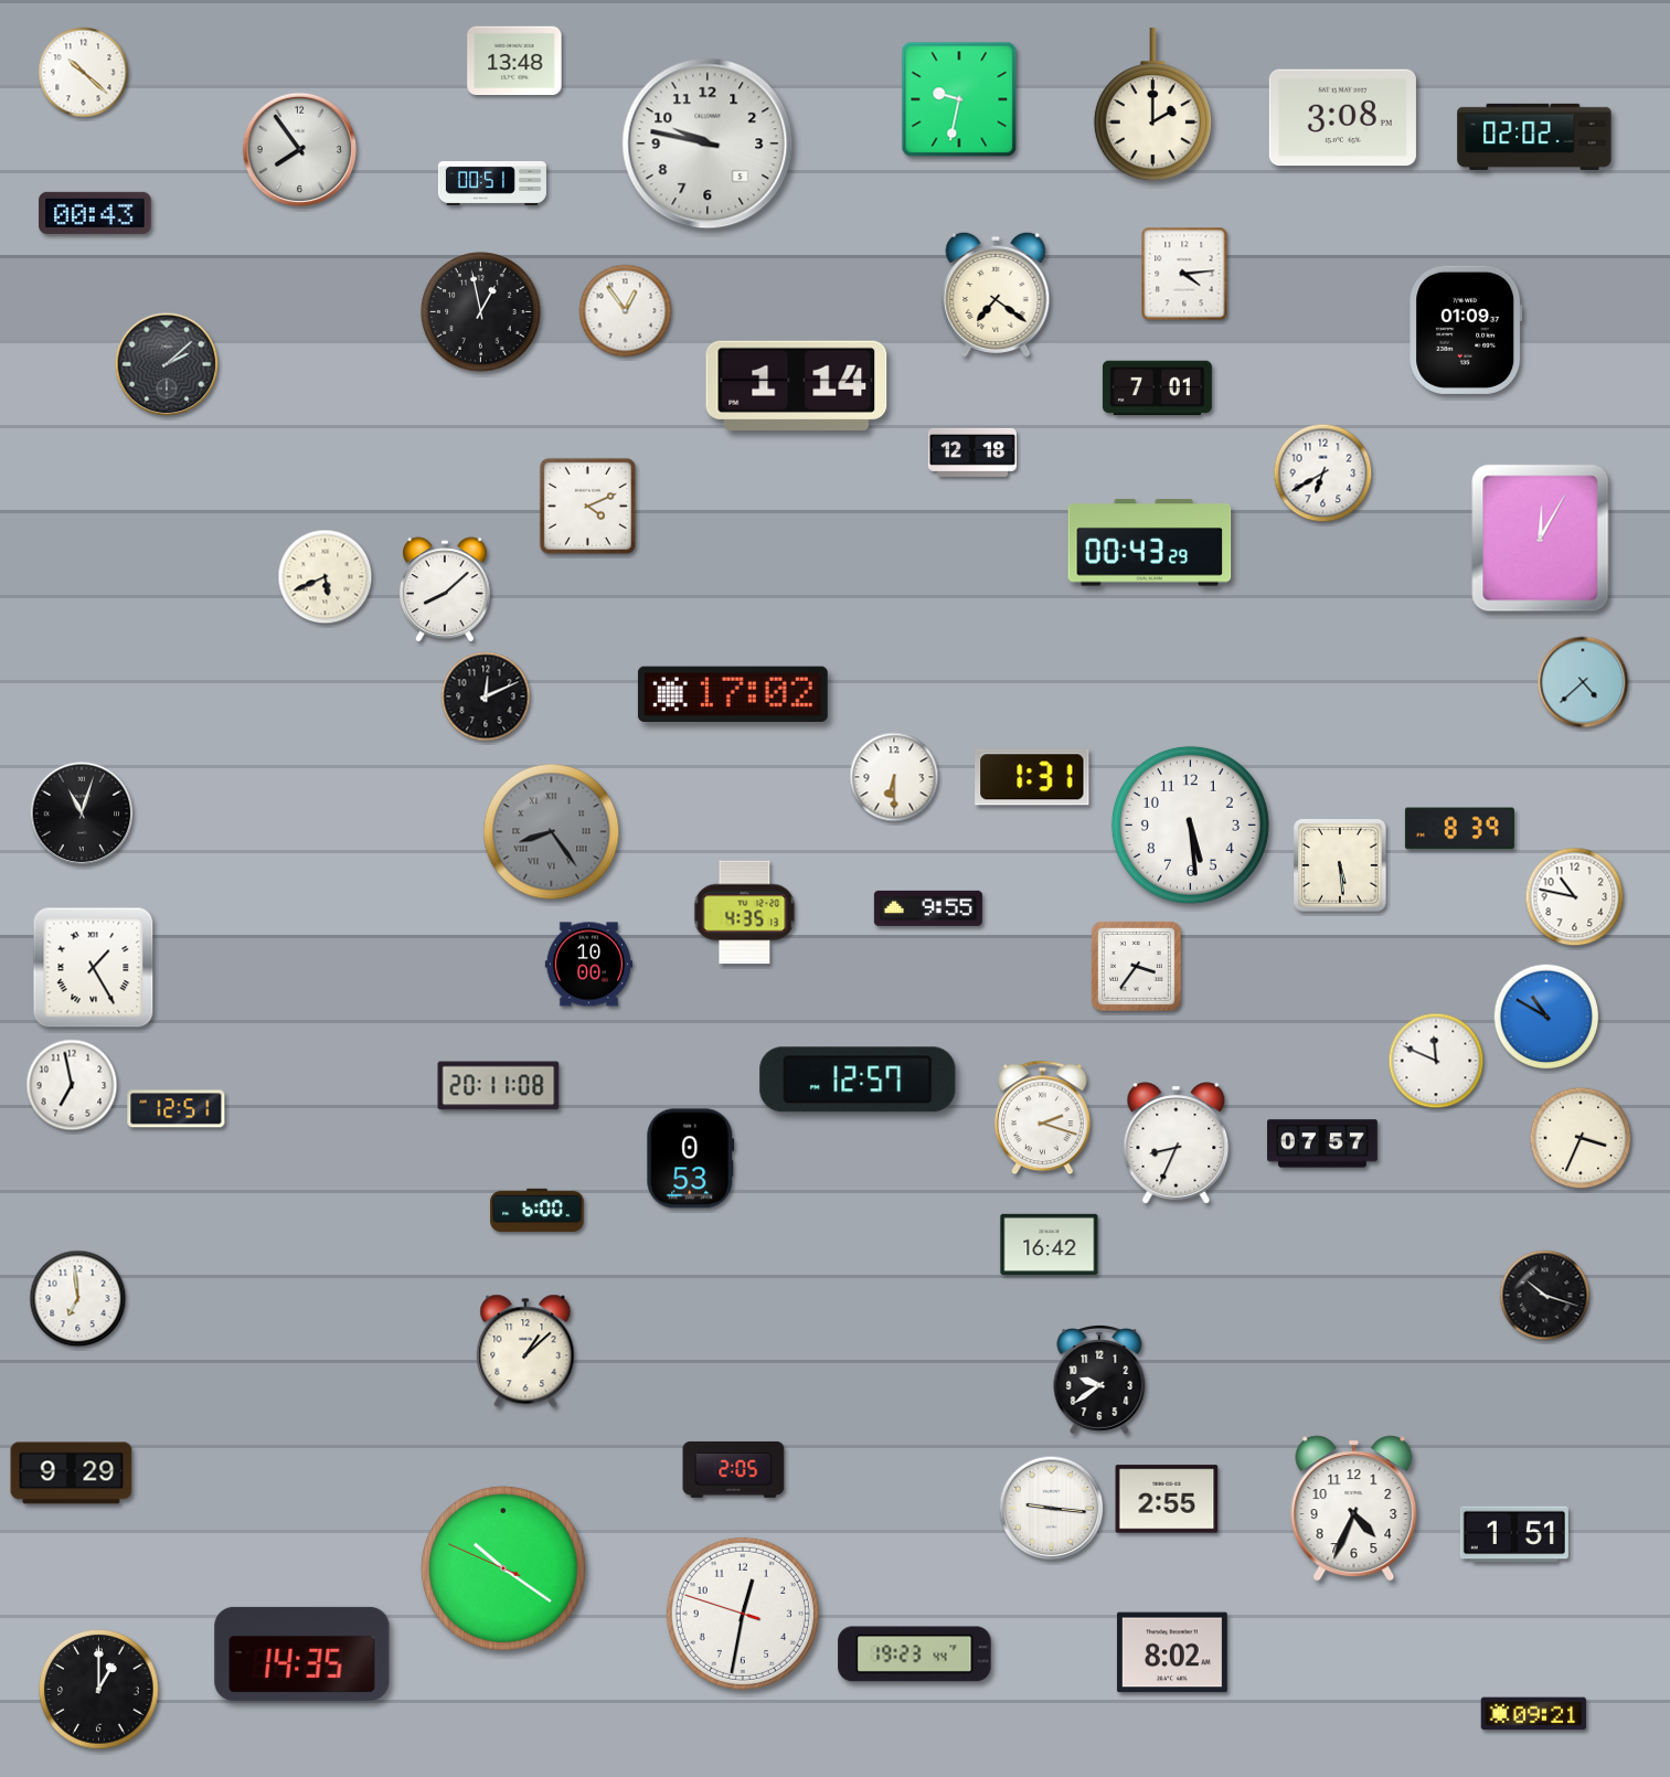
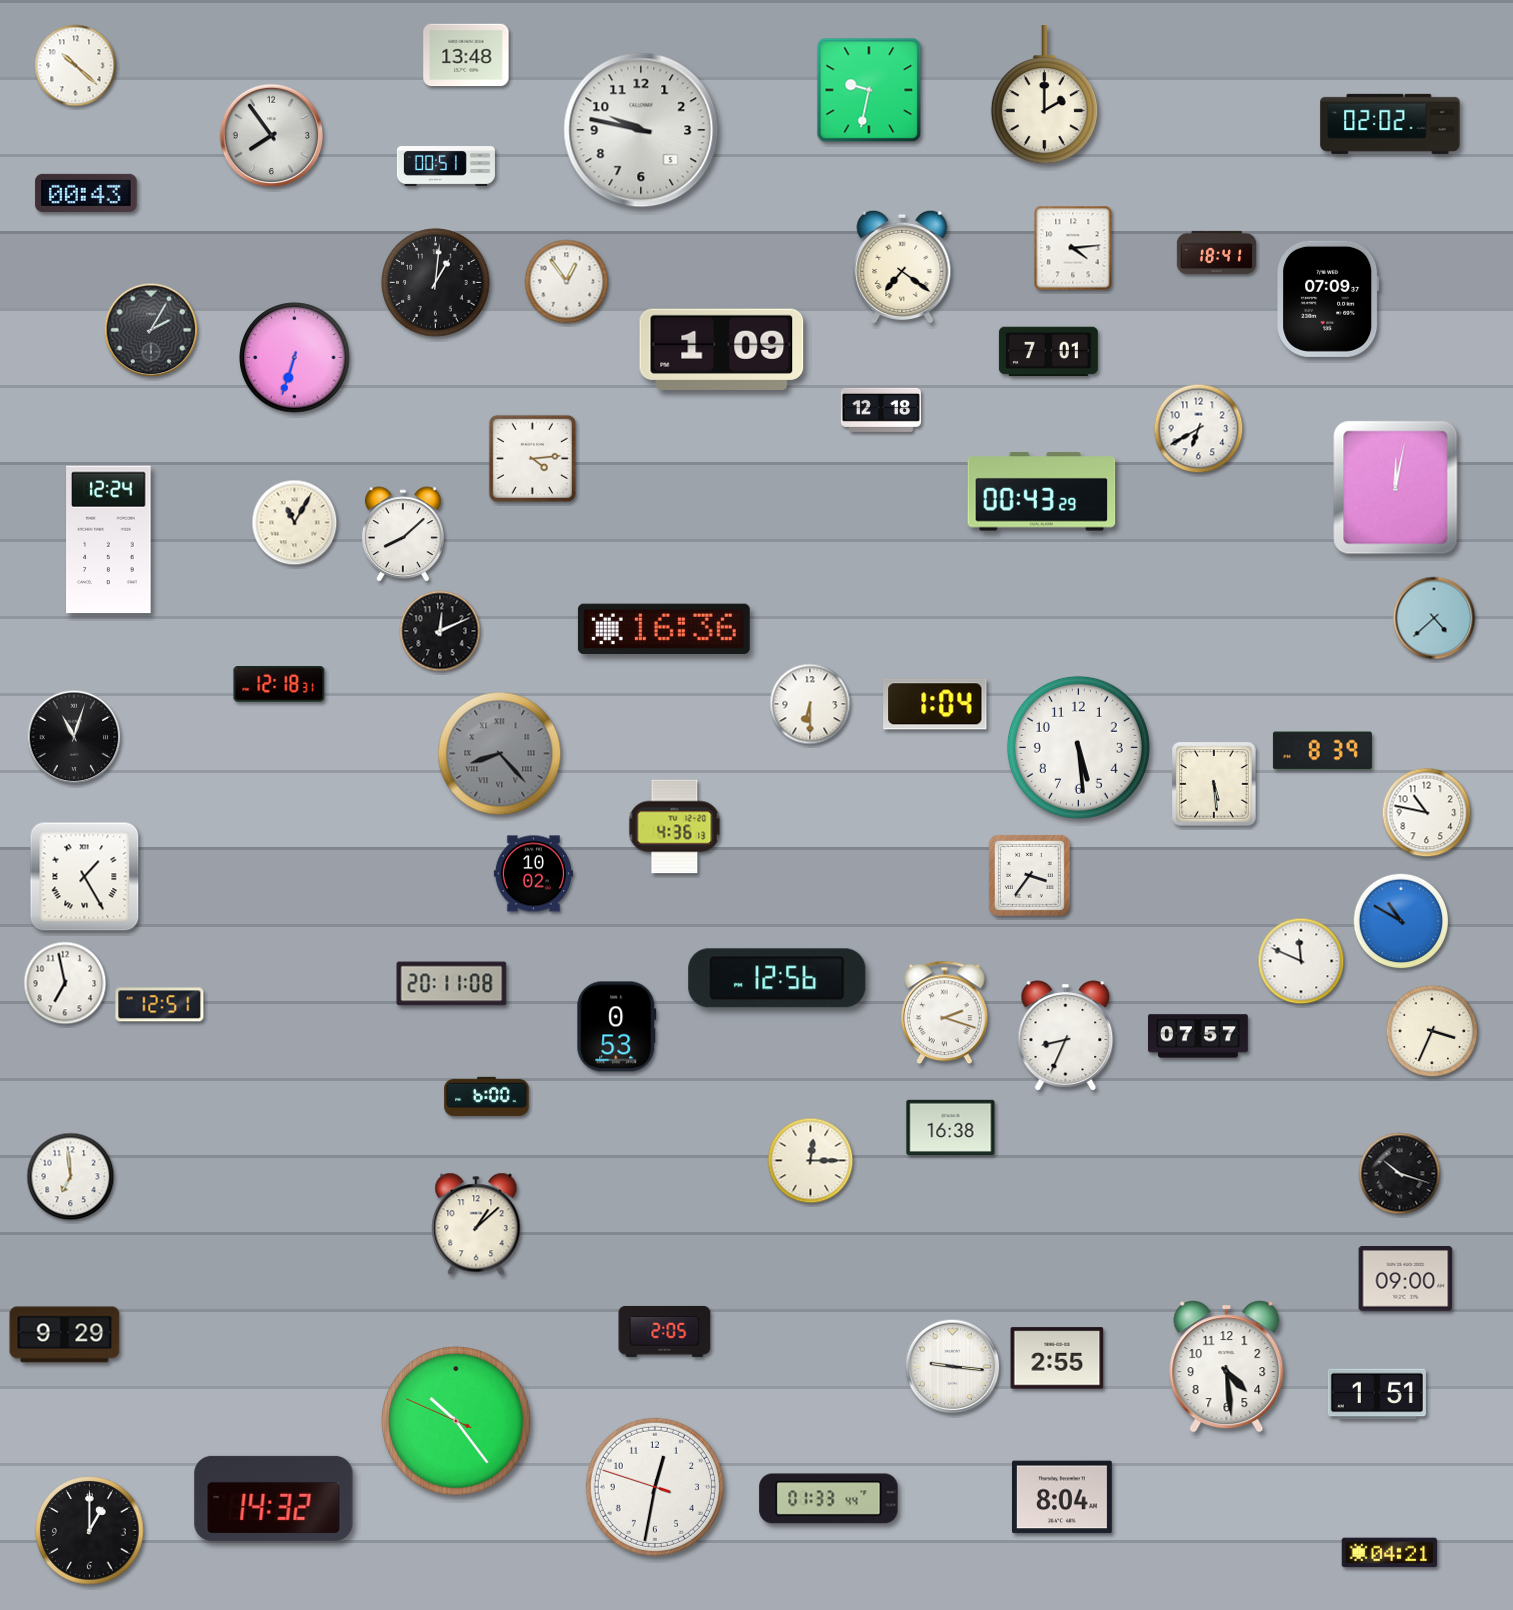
clock at (1342, 118): 3:08 -> none
clock at (1216, 252): none -> 18:41
clock at (481, 312): 12:58 -> 1:01
clock at (1466, 330): 01:09 -> 07:09
clock at (167, 364): 2:08 -> 2:05
clock at (797, 385): 1:14 -> 1:09
clock at (295, 358): none -> 6:33
clock at (587, 506): 4:11 -> 4:14
clock at (1541, 539): 12:05 -> 12:02
clock at (326, 577): 5:41 -> 11:05
clock at (109, 540): none -> 12:24
clock at (733, 694): 17:02 -> 16:36
clock at (279, 684): none -> 12:18
clock at (1032, 777): 1:31 -> 1:04
clock at (552, 832): 8:24 -> 8:23
clock at (928, 908): 9:55 -> none
clock at (745, 913): 4:35 -> 4:36
clock at (588, 965): 10:00 -> 10:02
clock at (858, 1079): 12:57 -> 12:56
clock at (691, 1159) position: (691, 1159) -> (617, 1027)
clock at (1050, 1244): 16:42 -> 16:38
clock at (811, 1161): none -> 12:15
clock at (1099, 1381): 9:39 -> none
clock at (1406, 1279): none -> 09:00
clock at (1354, 1509): 4:34 -> 4:29
clock at (1514, 1534) position: (1514, 1534) -> (1377, 1394)
clock at (503, 1568): 10:20 -> 10:23
clock at (743, 1614) position: (743, 1614) -> (655, 1487)
clock at (1172, 1652): 8:02 -> 8:04
clock at (302, 1653): 14:35 -> 14:32
clock at (915, 1654): 19:23 -> 01:33
clock at (1534, 1714): 09:21 -> 04:21
